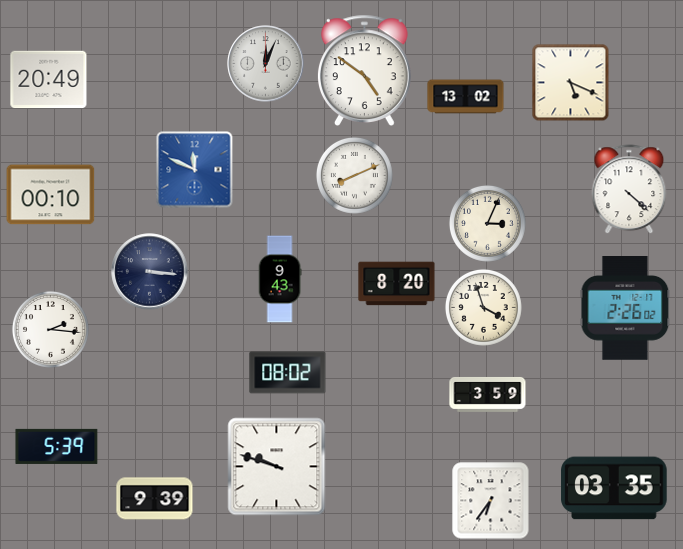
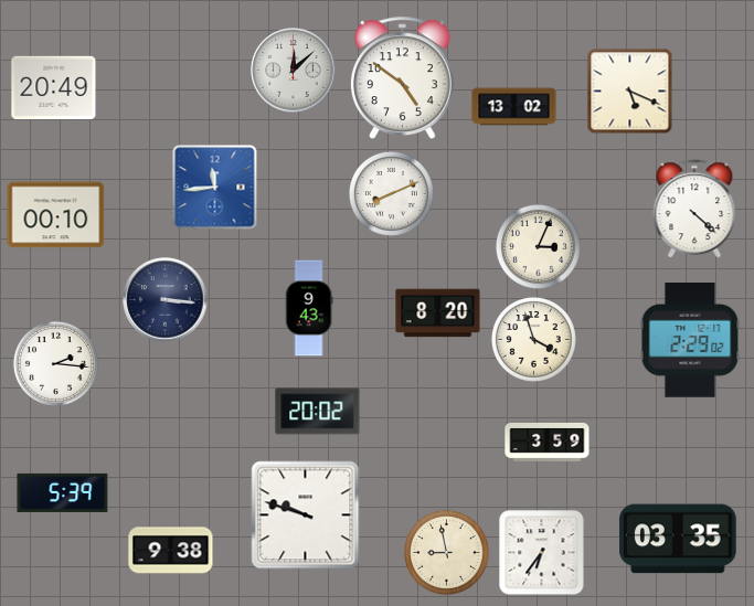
clock at (266, 64): 12:04 -> 12:08
clock at (195, 170): 11:49 -> 11:44
clock at (625, 309): 2:26 -> 2:29
clock at (288, 373): 08:02 -> 20:02
clock at (488, 394) position: (488, 394) -> (548, 442)
clock at (155, 499): 9:39 -> 9:38
clock at (446, 552): none -> 8:58
